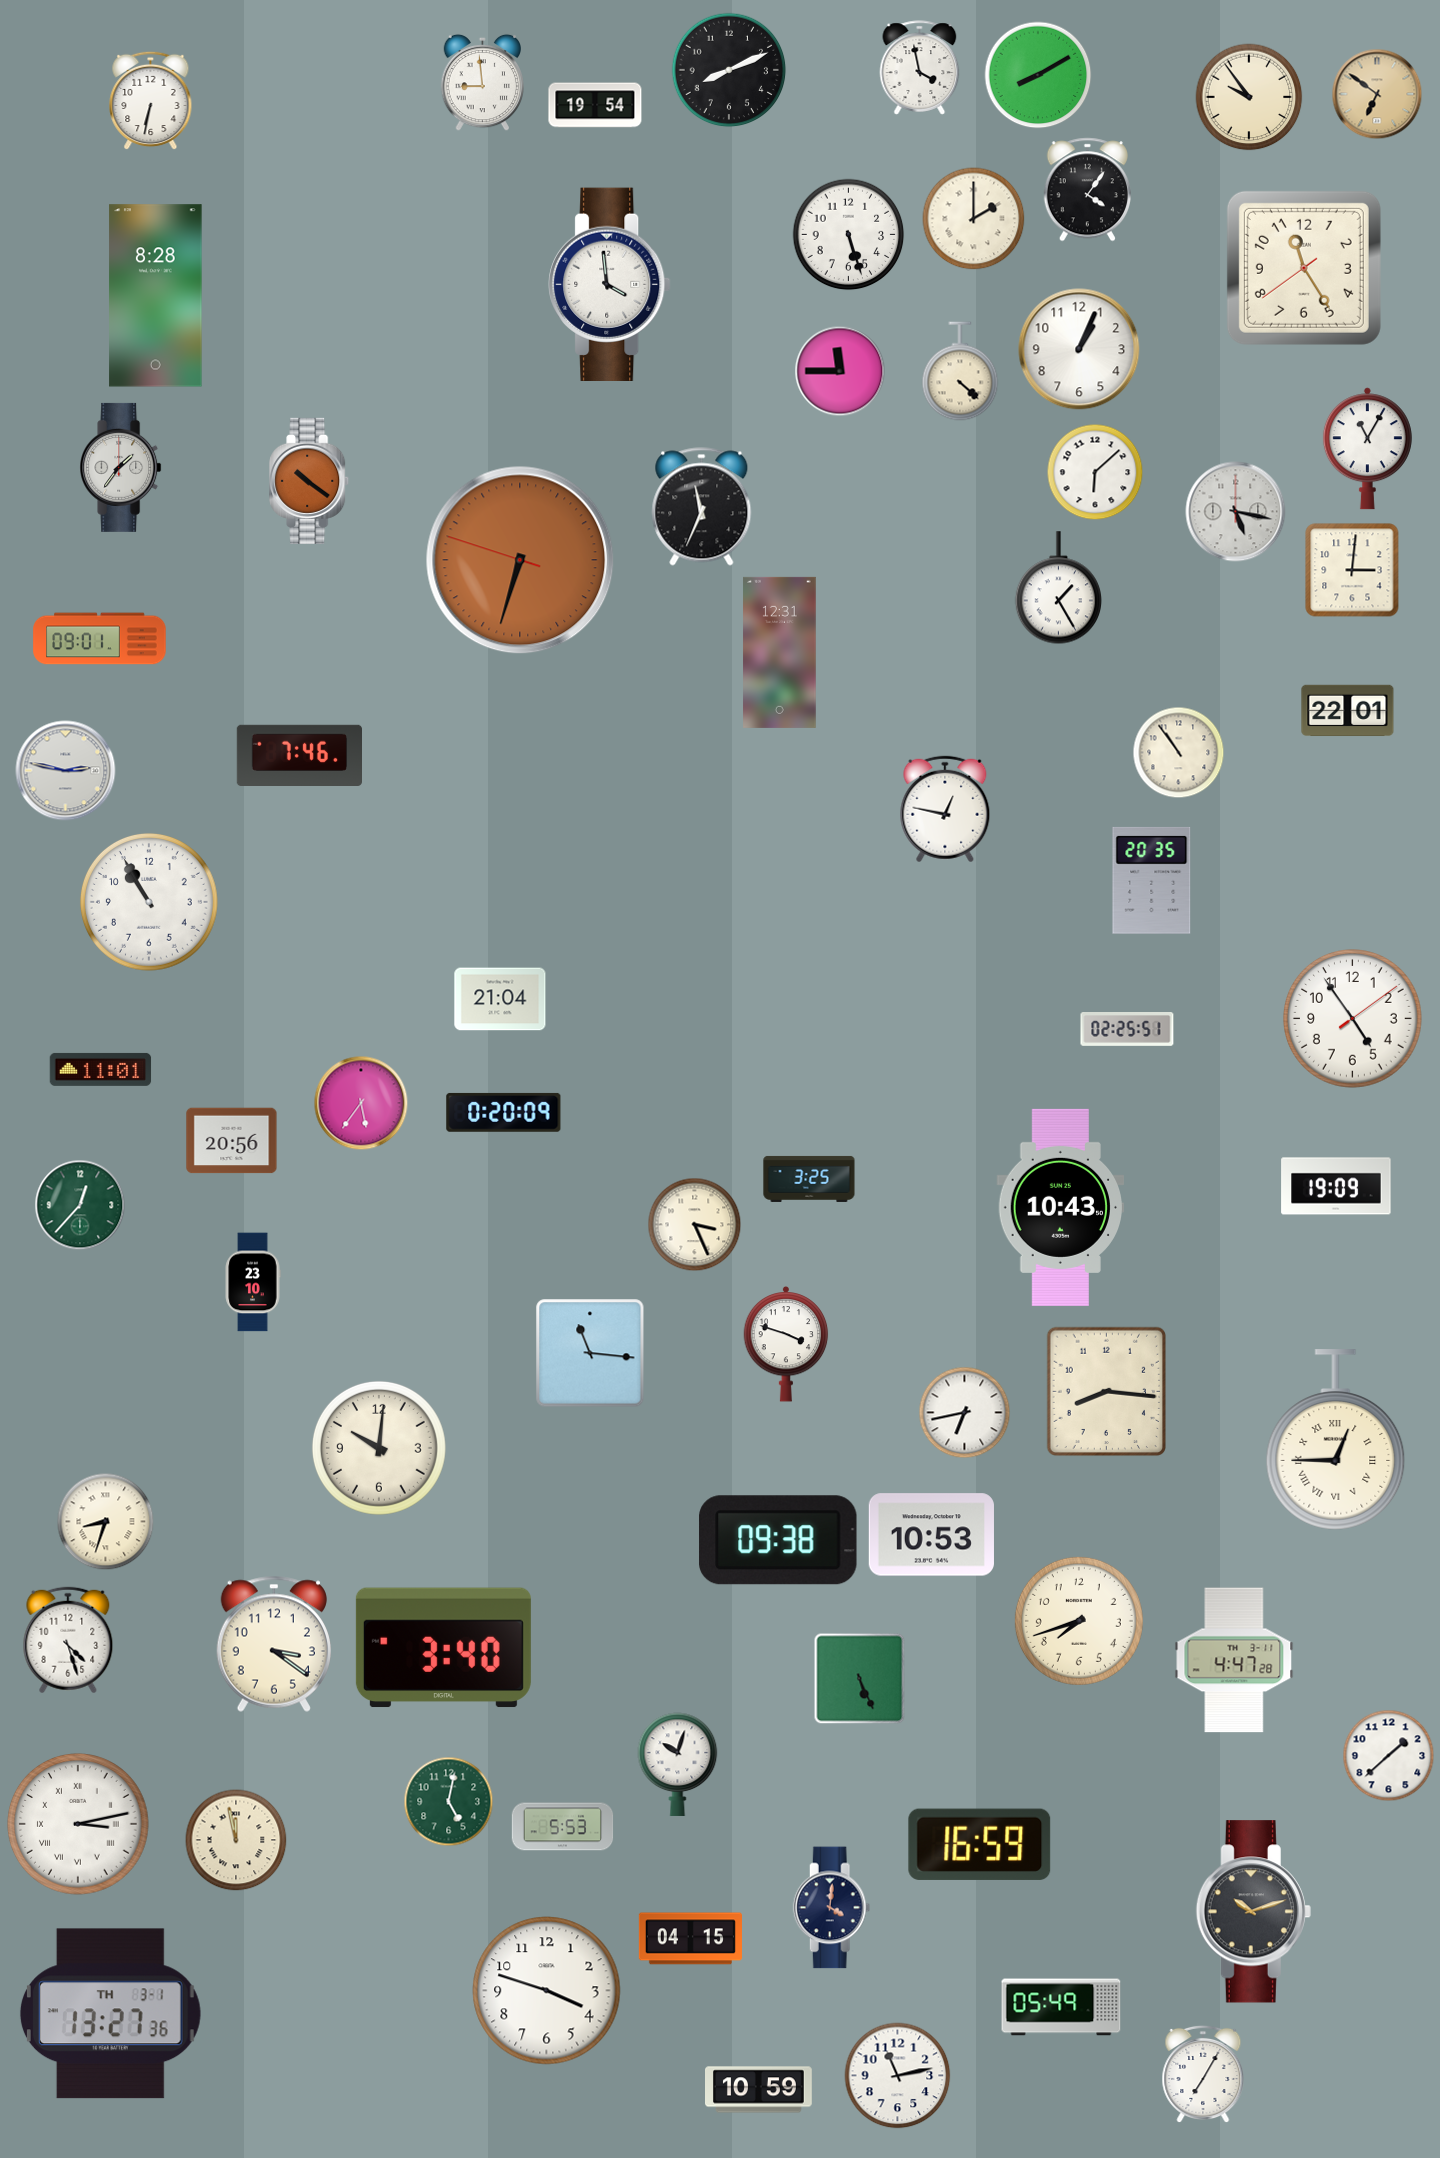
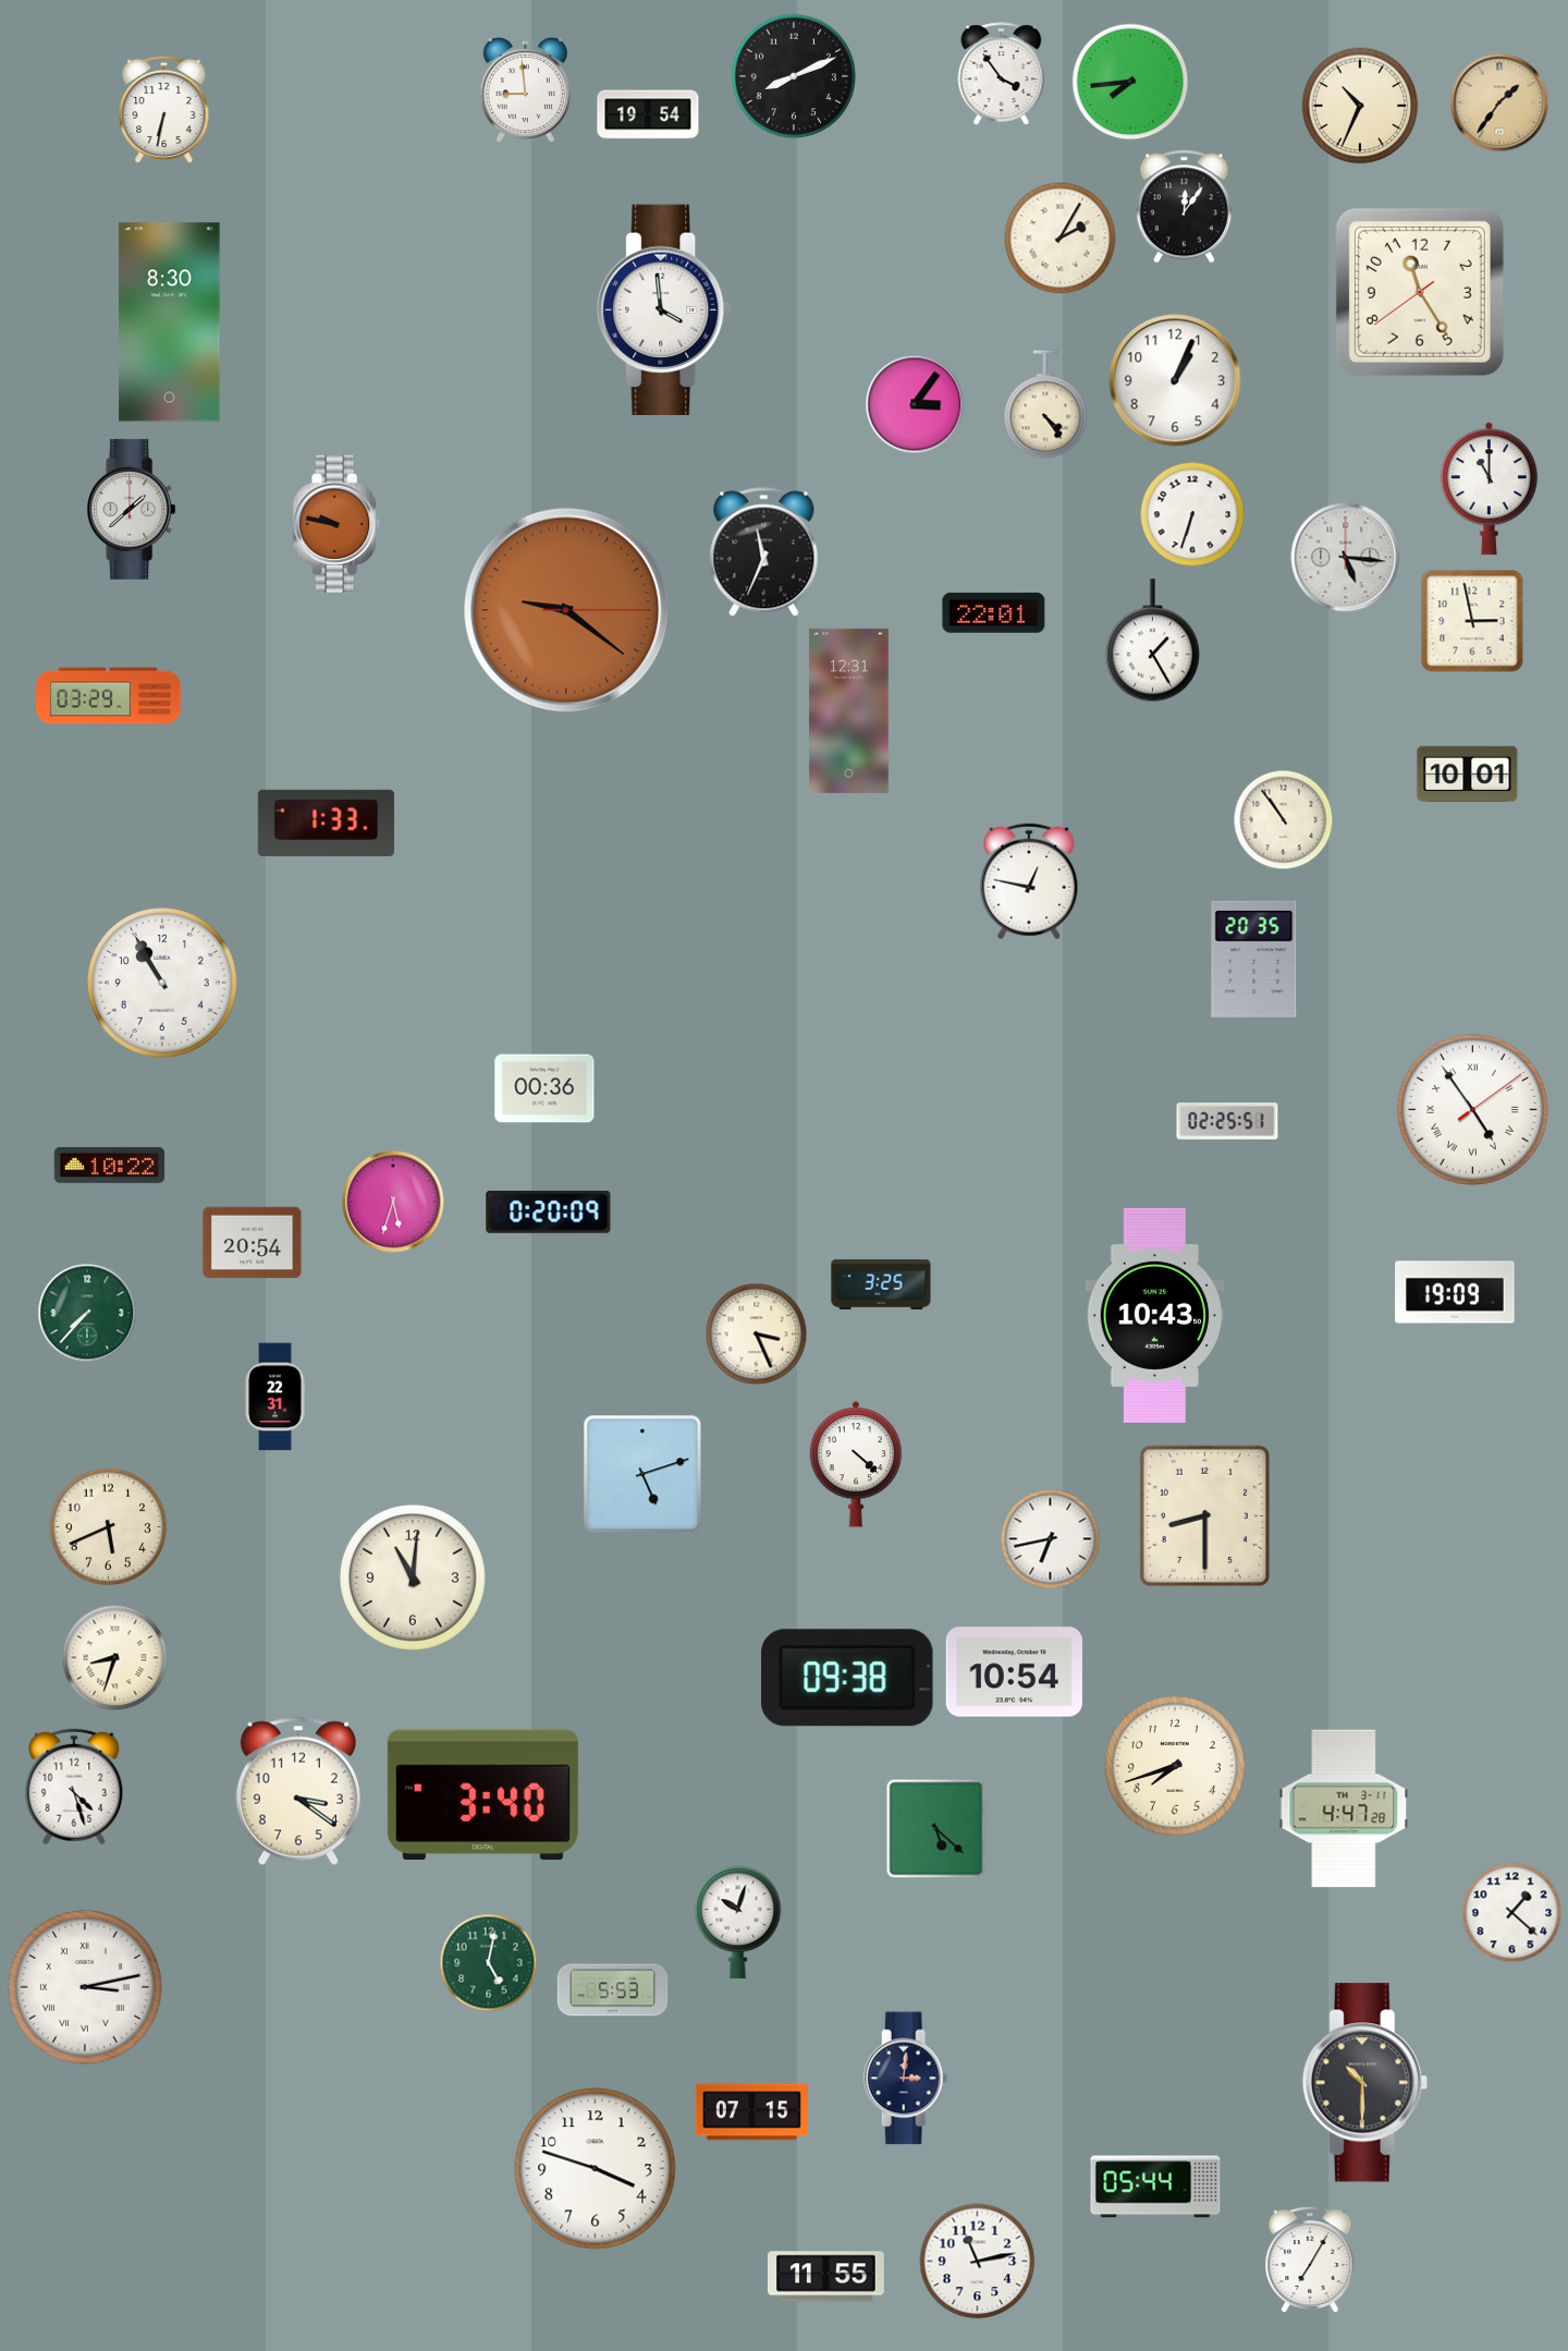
clock at (920, 68): 3:58 -> 3:54
clock at (1038, 75): 8:10 -> 7:44
clock at (1377, 94): 6:51 -> 1:36
clock at (1249, 97): 9:54 -> 10:34
clock at (1087, 190): 4:06 -> 12:06
clock at (974, 219): 2:00 -> 2:05
clock at (849, 235): 5:27 -> none
clock at (156, 296): 8:28 -> 8:30
clock at (840, 371): 11:45 -> 3:06
clock at (960, 371): 4:22 -> 4:24
clock at (1367, 449): 11:05 -> 11:00
clock at (121, 467): 1:36 -> 1:38
clock at (1095, 472): 6:08 -> 6:33
clock at (310, 481): 10:21 -> 9:47
clock at (1236, 512): 5:17 -> 5:16
clock at (520, 560): 6:32 -> 9:21
clock at (994, 613): none -> 22:01
clock at (1352, 570): 3:01 -> 2:58
clock at (100, 639): 09:01 -> 03:29
clock at (1348, 711): 22:01 -> 10:01
clock at (299, 755): 7:46 -> 1:33
clock at (66, 771): 2:47 -> none
clock at (500, 999): 21:04 -> 00:36
clock at (1353, 1019) numerals: Arabic -> Roman
clock at (101, 1069): 11:01 -> 10:22
clock at (361, 1103): 5:36 -> 5:33
clock at (232, 1141): 20:56 -> 20:54
clock at (80, 1205): 12:37 -> 7:37
clock at (253, 1282): 23:10 -> 22:31
clock at (786, 1344): 3:48 -> 4:22
clock at (590, 1353): 11:16 -> 5:12
clock at (1106, 1392): 8:16 -> 8:30
clock at (109, 1527): none -> 5:41
clock at (1336, 1440): 12:45 -> none
clock at (379, 1448): 10:01 -> 11:01
clock at (931, 1535): 10:53 -> 10:54
clock at (860, 1679): 5:26 -> 5:22
clock at (1389, 1756): 1:38 -> 1:22
clock at (236, 1840): 11:58 -> none
clock at (980, 1844): 16:59 -> none
clock at (832, 1908): 4:01 -> 3:01
clock at (1253, 1912): 10:12 -> 10:30
clock at (690, 1939): 04:15 -> 07:15
clock at (1061, 2007): 05:49 -> 05:44
clock at (110, 2014): 13:27 -> none
clock at (759, 2090): 10:59 -> 11:55
